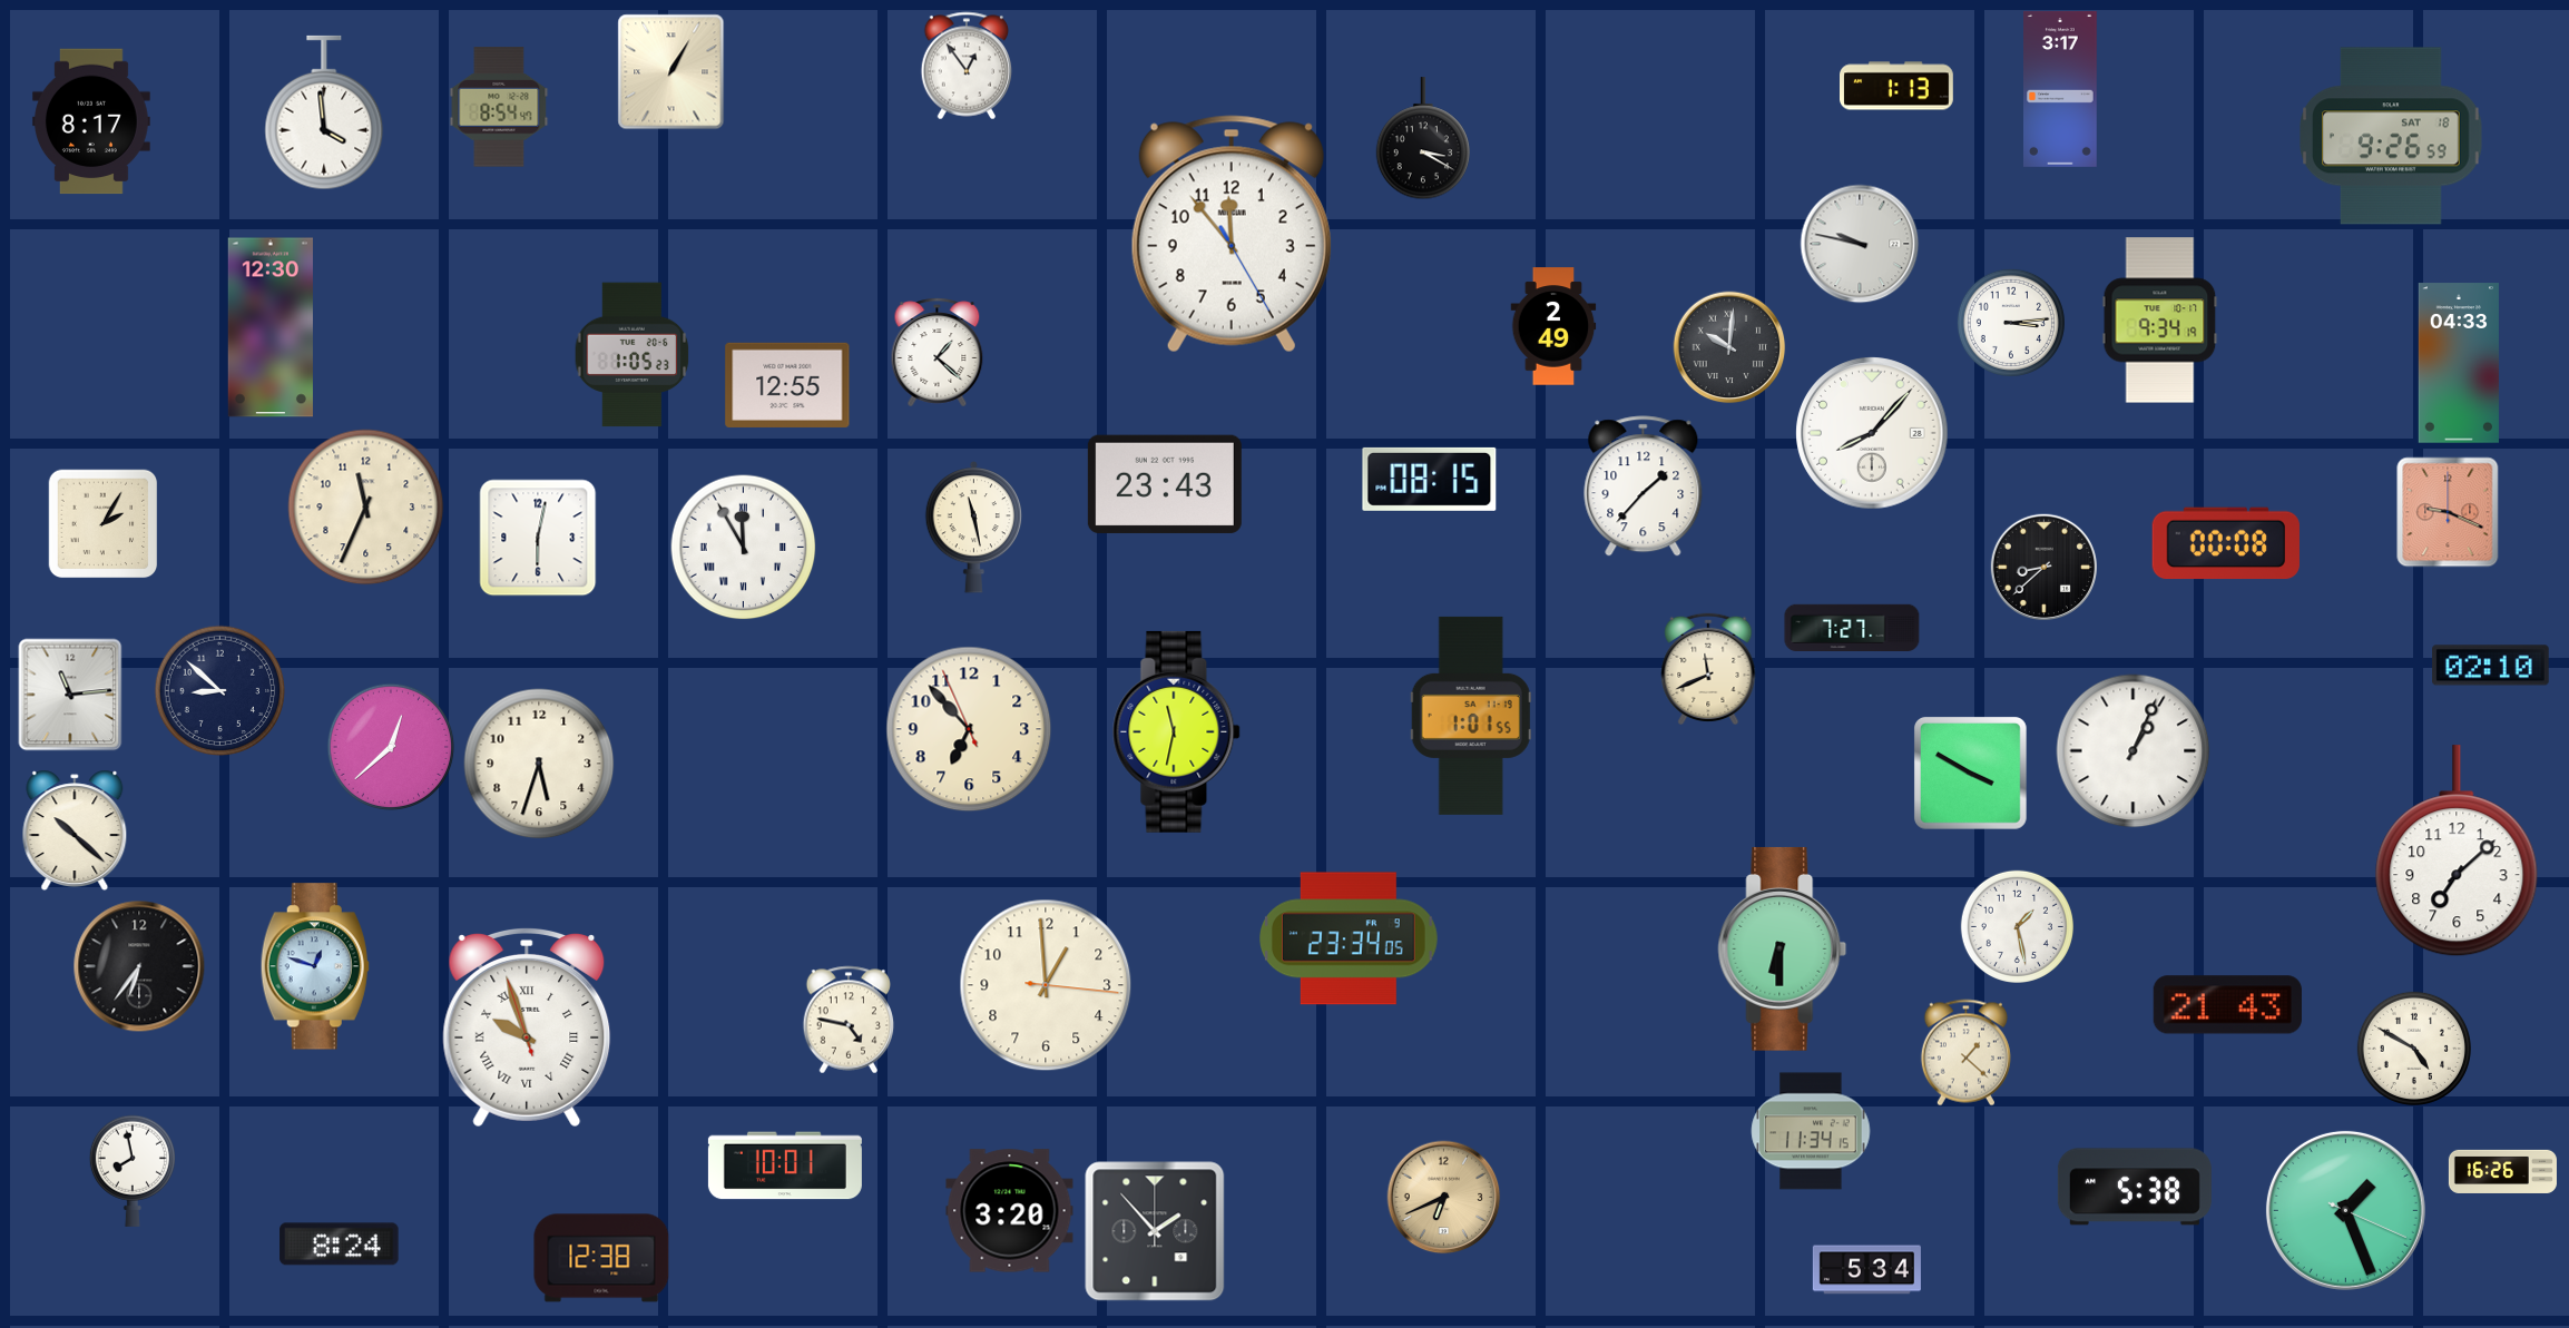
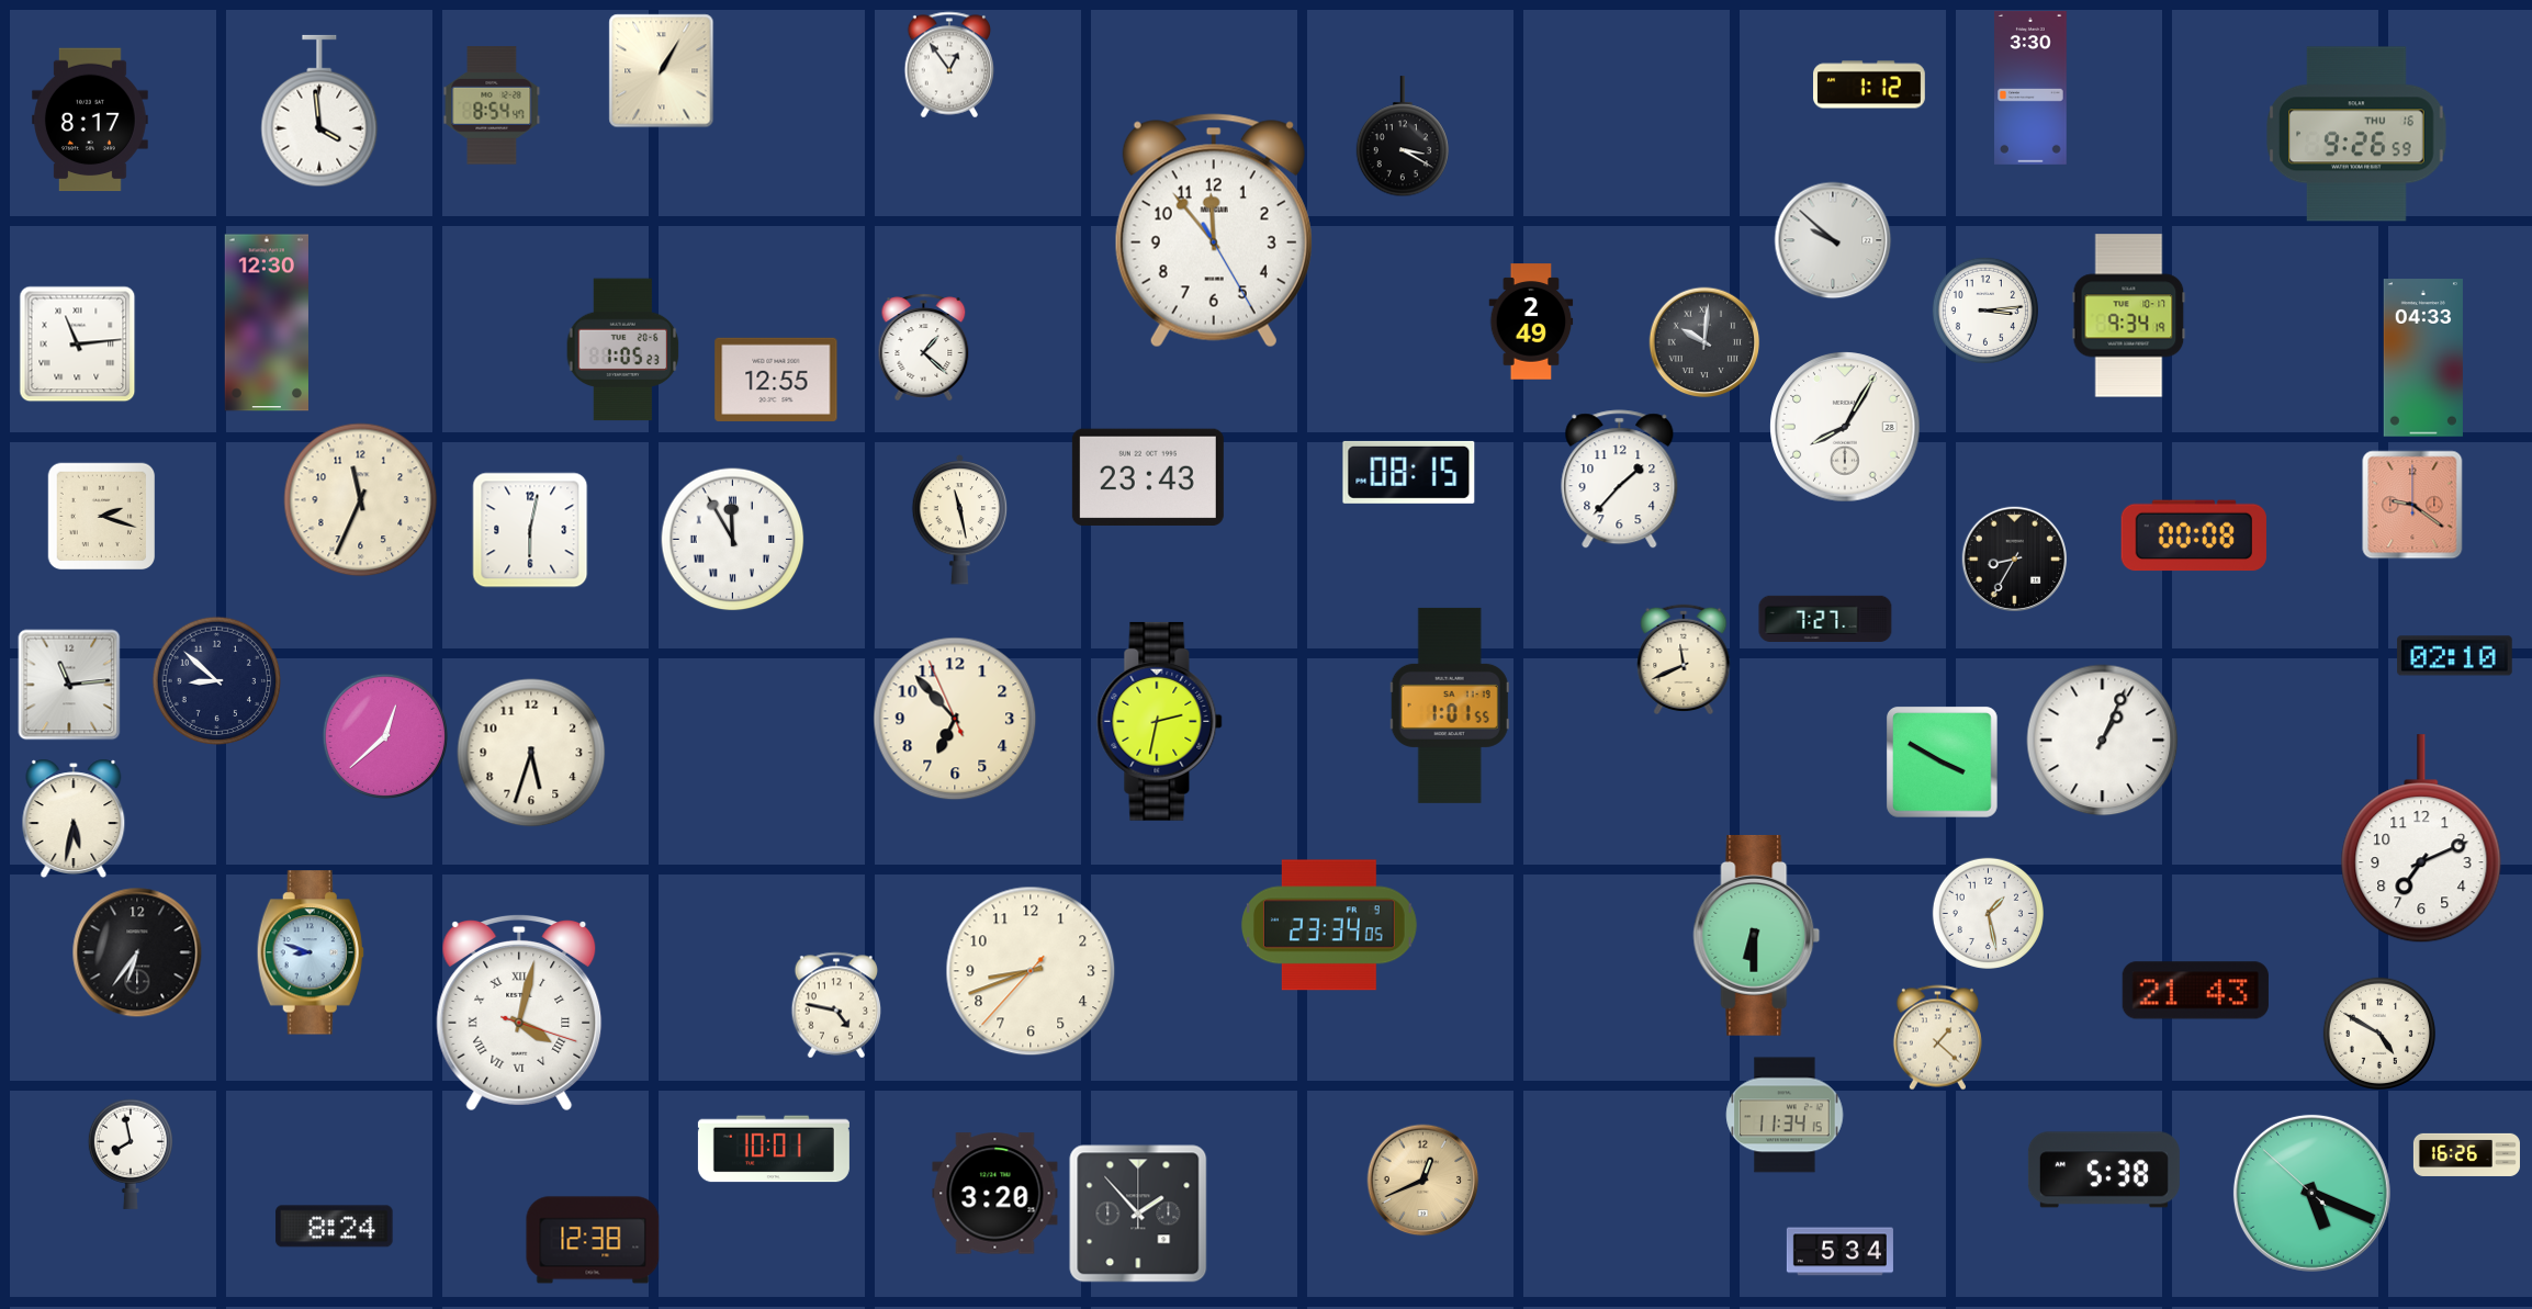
clock at (967, 66) position: (967, 66) -> (949, 65)
clock at (1898, 86): 1:13 -> 1:12
clock at (2061, 89): 3:17 -> 3:30
clock at (2391, 136) date: SAT 18 -> THU 16
clock at (1860, 244): 9:47 -> 9:52
clock at (2011, 323) position: (2011, 323) -> (1985, 311)
clock at (78, 345): none -> 11:14
clock at (1872, 433): 8:07 -> 8:05
clock at (2448, 512): 9:19 -> 9:21
clock at (104, 524): 2:05 -> 2:18
clock at (2043, 567): 8:38 -> 8:35
clock at (1177, 731): 11:32 -> 2:32
clock at (75, 830): 10:22 -> 5:32
clock at (2457, 852): 7:08 -> 7:11
clock at (315, 966): 12:48 -> 8:48
clock at (1046, 985): 12:59 -> 8:41
clock at (527, 1027): 9:56 -> 4:02
clock at (1444, 1198): 6:41 -> 12:41
clock at (2345, 1210): 1:26 -> 5:18
